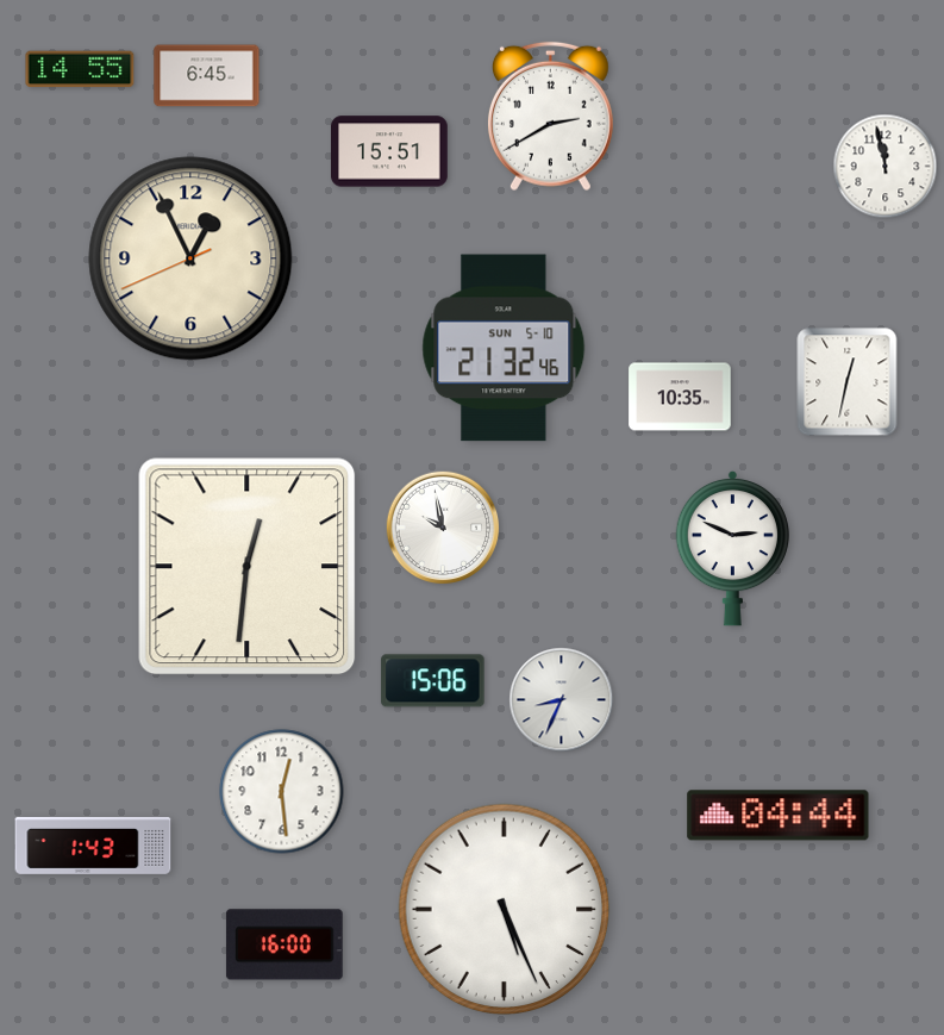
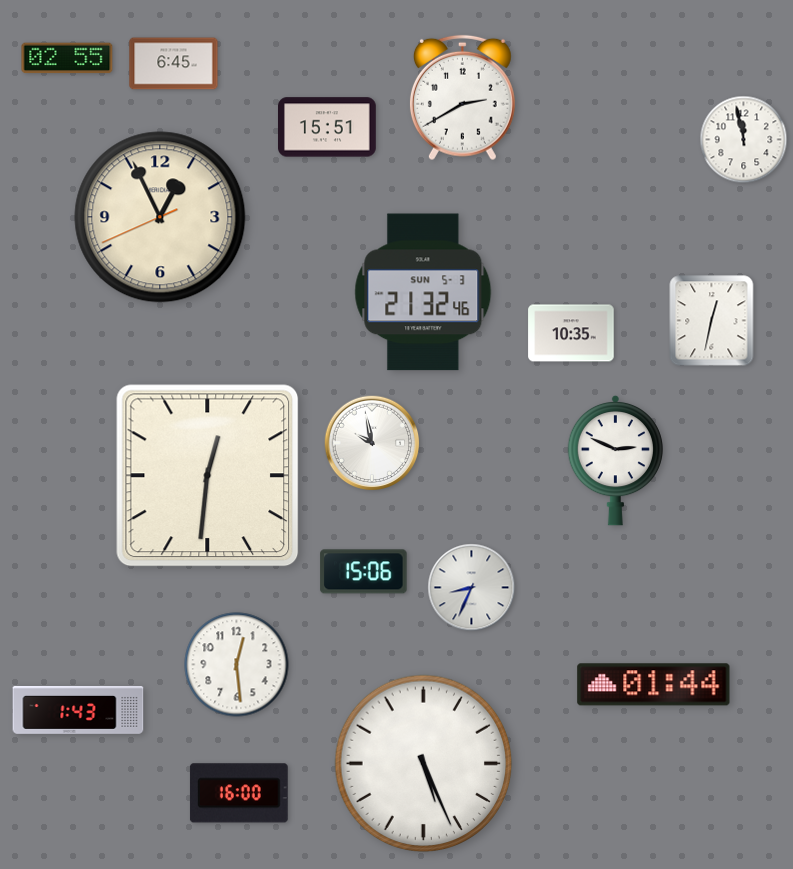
clock at (80, 69): 14:55 -> 02:55
clock at (504, 348) date: SUN 5-10 -> SUN 5-3
clock at (779, 816): 04:44 -> 01:44
